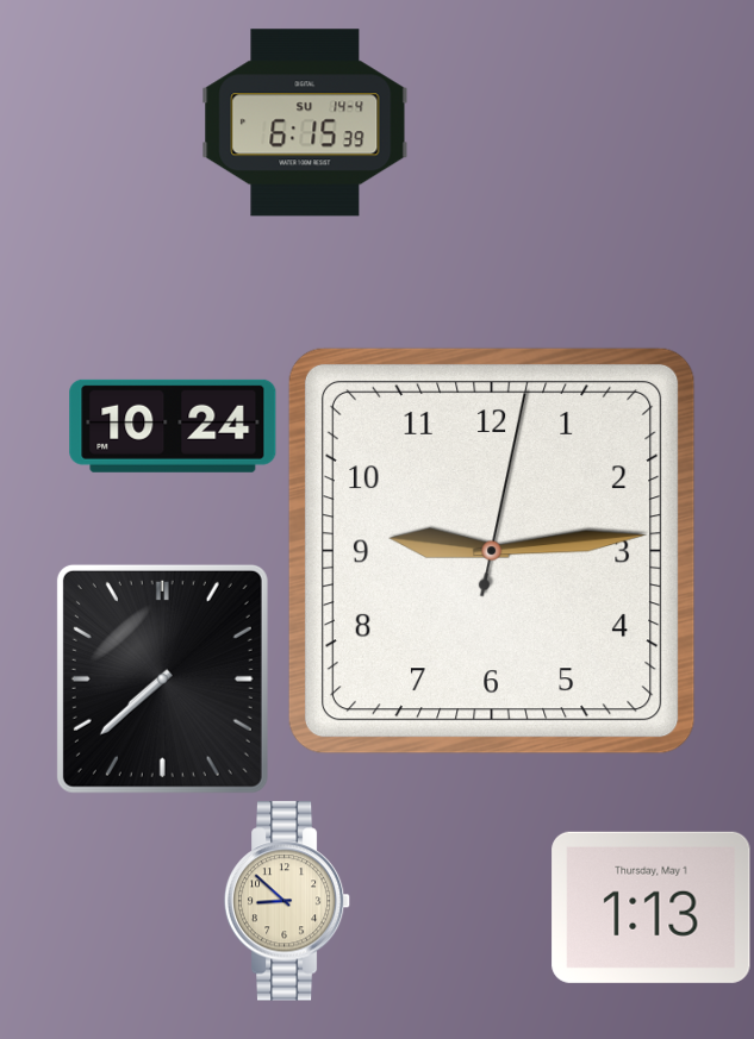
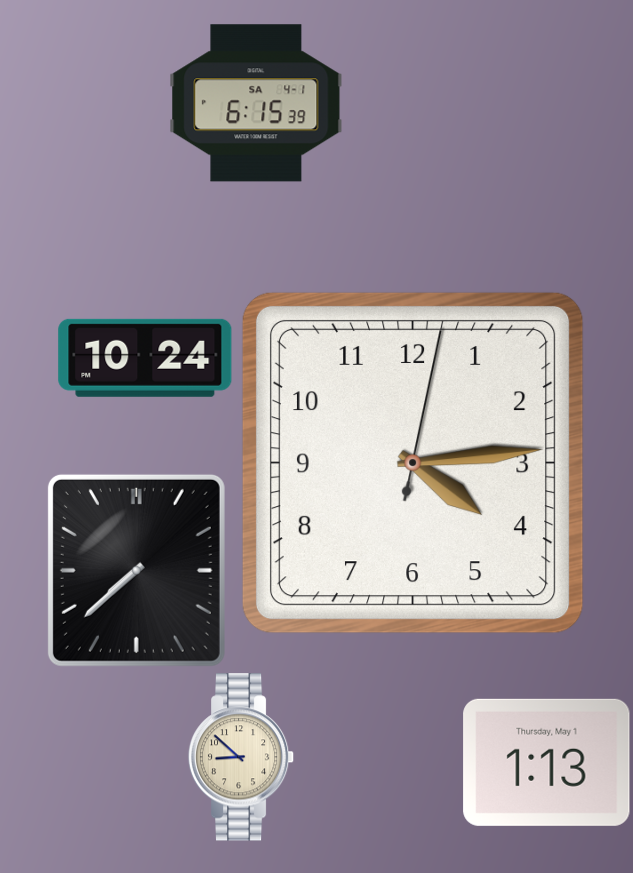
clock at (305, 123) date: SU 14-4 -> SA 4-1
clock at (492, 551): 9:14 -> 4:14
